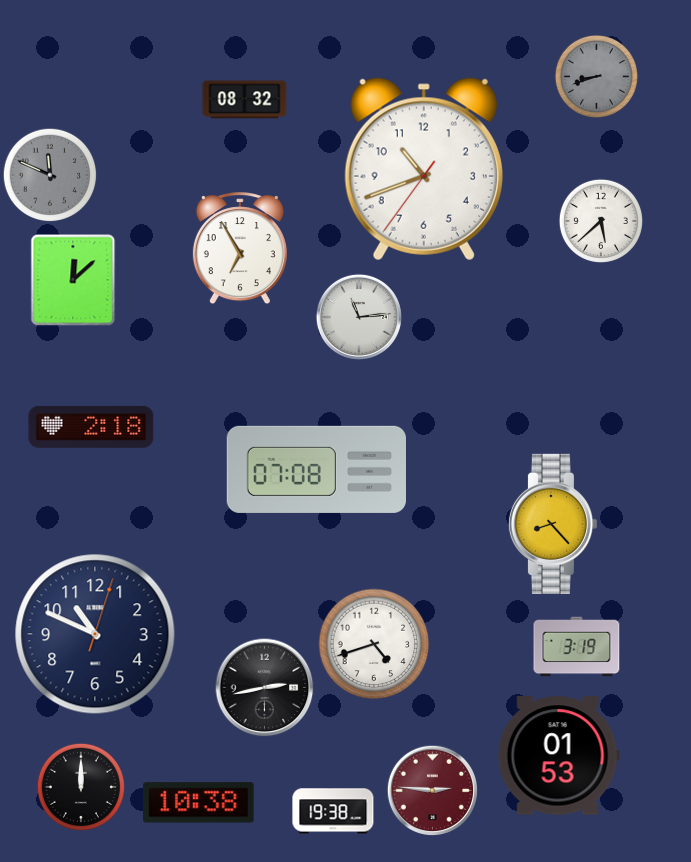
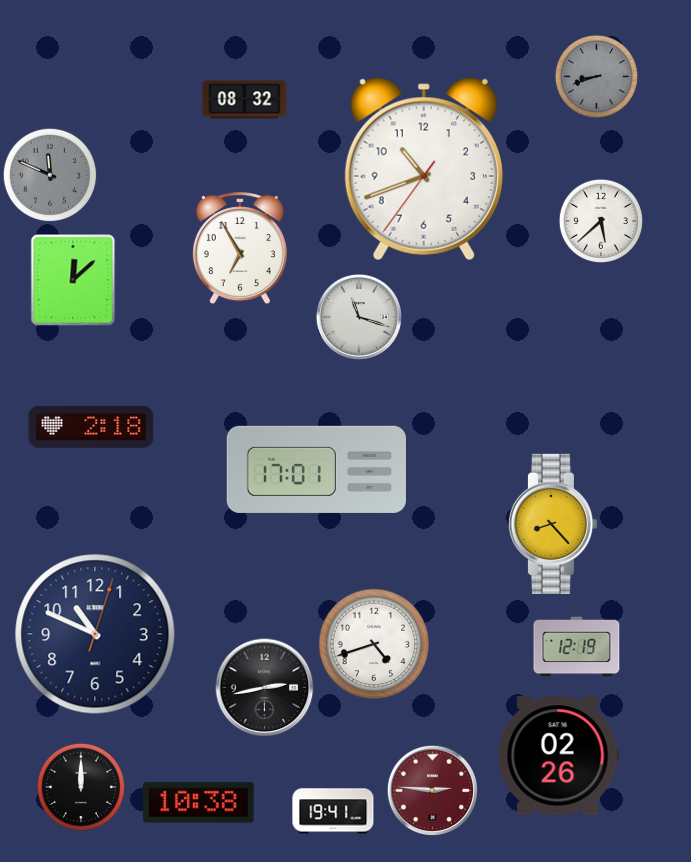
clock at (359, 317): 11:14 -> 11:18
clock at (316, 469): 07:08 -> 17:01
clock at (577, 647): 3:19 -> 12:19
clock at (558, 756): 01:53 -> 02:26
clock at (333, 811): 19:38 -> 19:41
